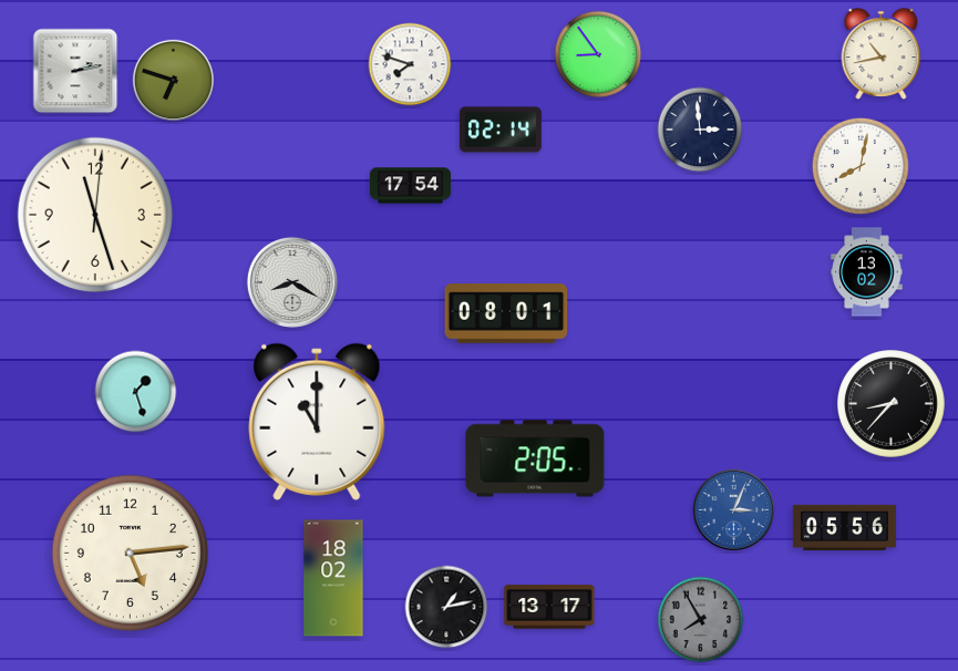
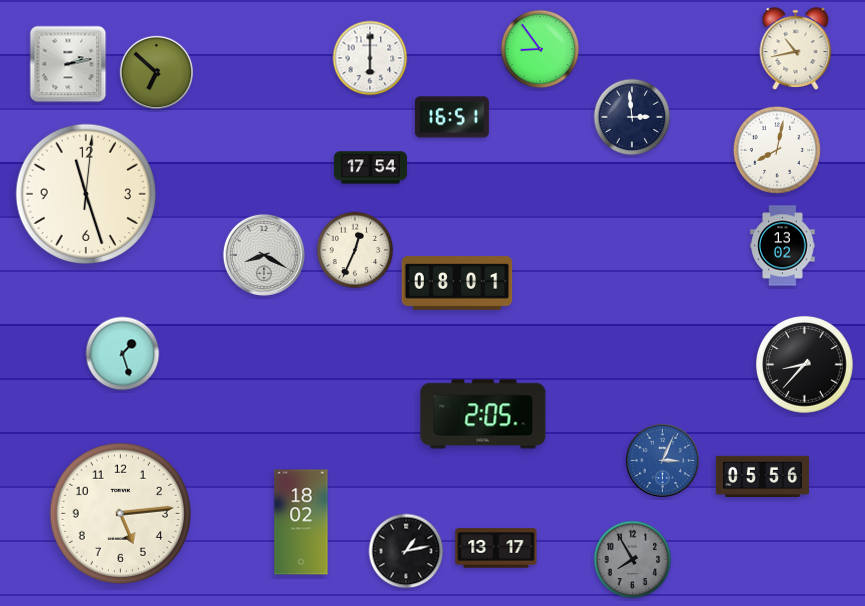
clock at (410, 64): 7:48 -> 6:00
clock at (173, 80): 6:48 -> 6:52
clock at (501, 130): 02:14 -> 16:51
clock at (355, 250): none -> 12:34
clock at (317, 422): 11:00 -> none
clock at (130, 553) position: (130, 553) -> (120, 513)
clock at (446, 607) position: (446, 607) -> (406, 551)
